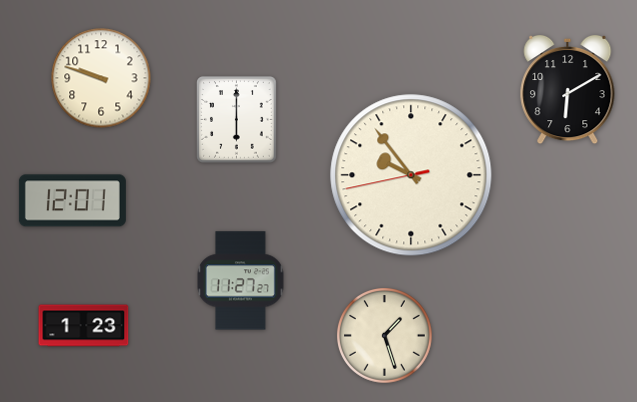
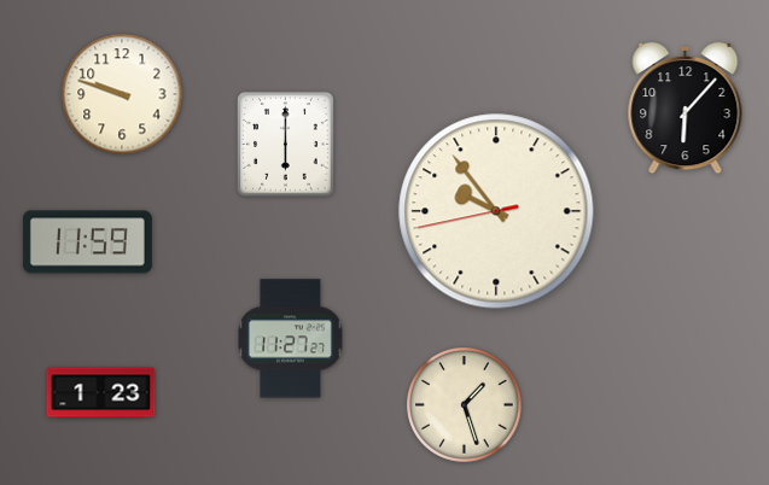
clock at (568, 90): 6:10 -> 6:07
clock at (72, 201): 12:01 -> 11:59
